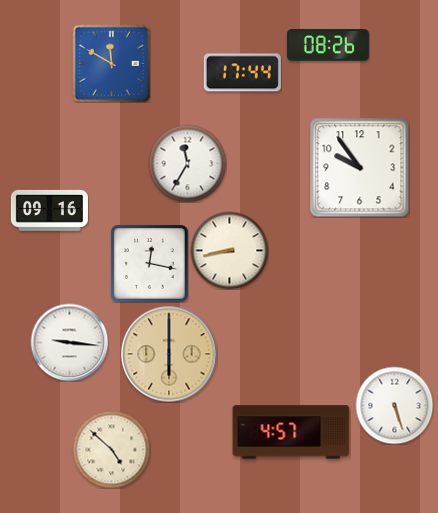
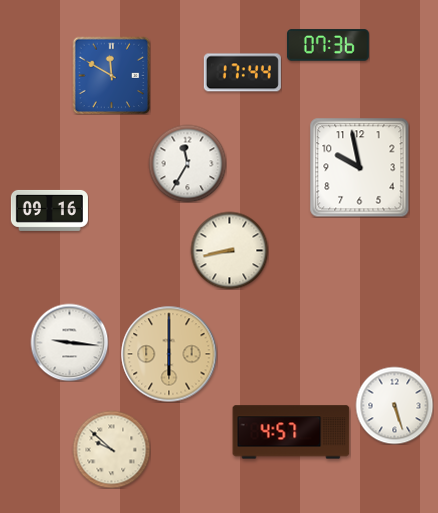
clock at (328, 45): 08:26 -> 07:36
clock at (111, 63) position: (111, 63) -> (111, 75)
clock at (360, 168): 9:54 -> 9:58
clock at (150, 264): 12:17 -> none
clock at (111, 449): 4:52 -> 9:52
